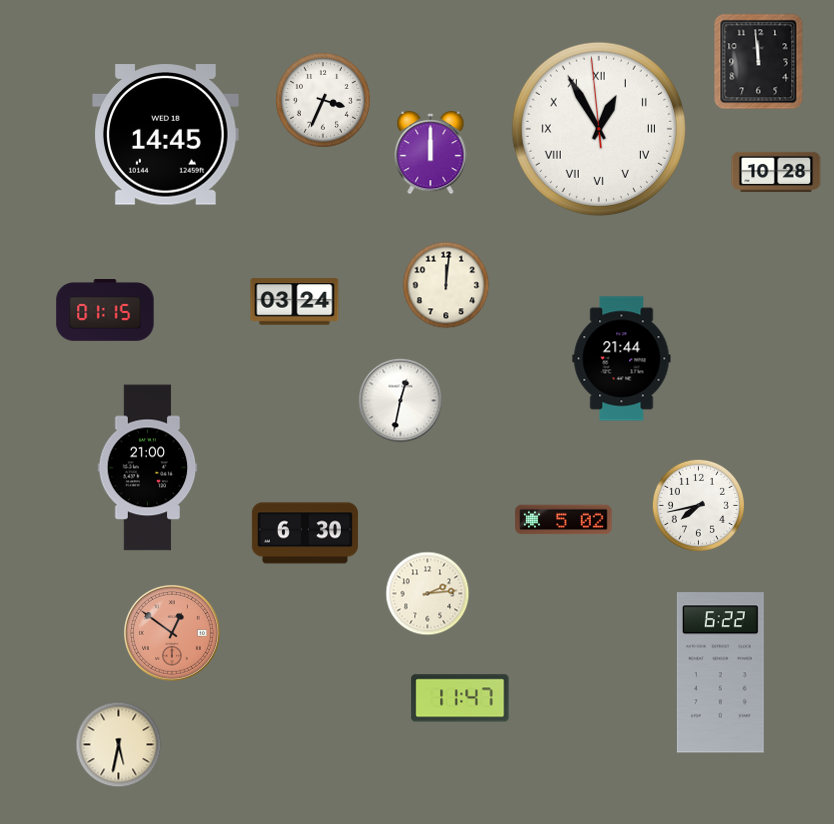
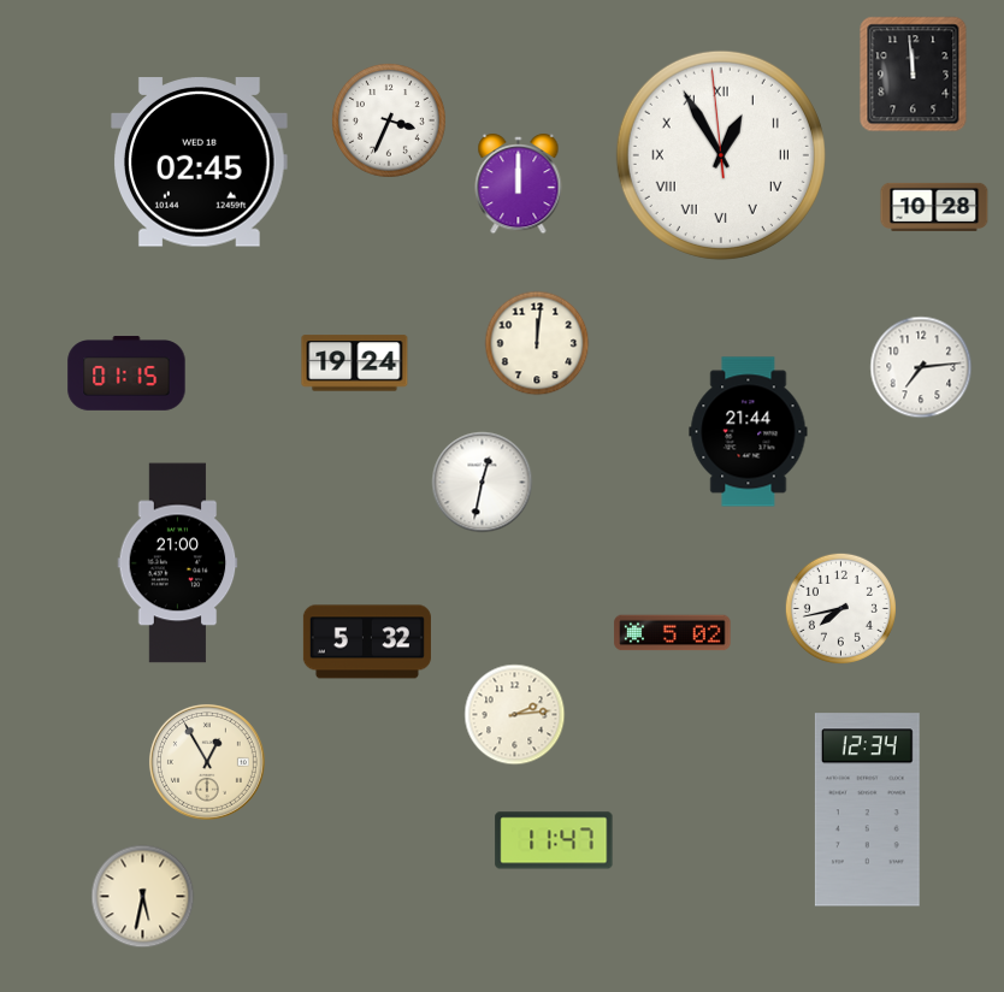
clock at (166, 135): 14:45 -> 02:45
clock at (295, 302): 03:24 -> 19:24
clock at (921, 367): none -> 7:14
clock at (564, 520) position: (564, 520) -> (673, 633)
clock at (305, 533): 6:30 -> 5:32
clock at (172, 633): 12:51 -> 12:55
clock at (172, 633) dial: salmon -> cream
clock at (720, 673): 6:22 -> 12:34
